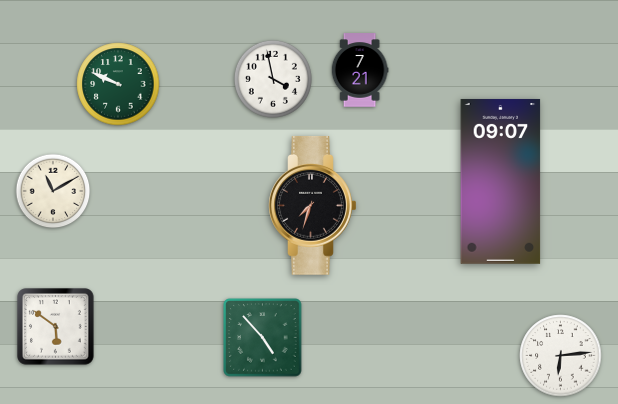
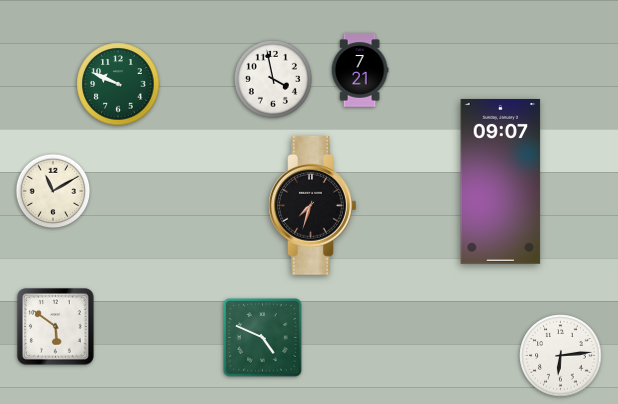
clock at (263, 338): 4:53 -> 4:49
